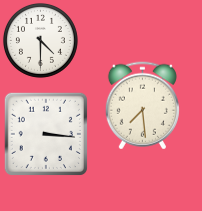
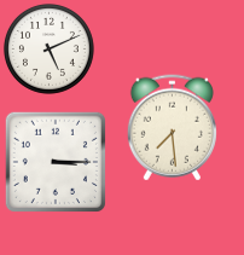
clock at (40, 40): 4:30 -> 5:11
clock at (46, 134): 3:16 -> 3:15
